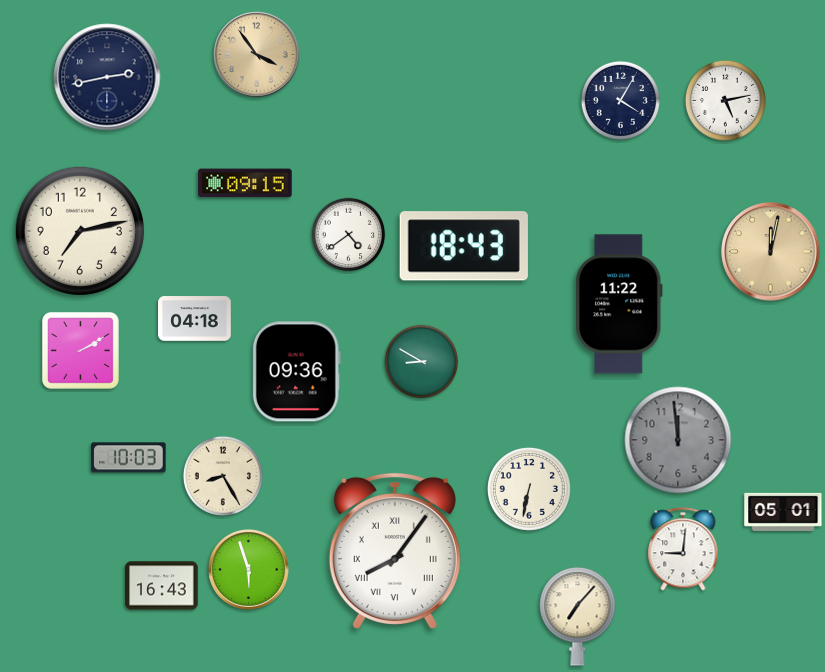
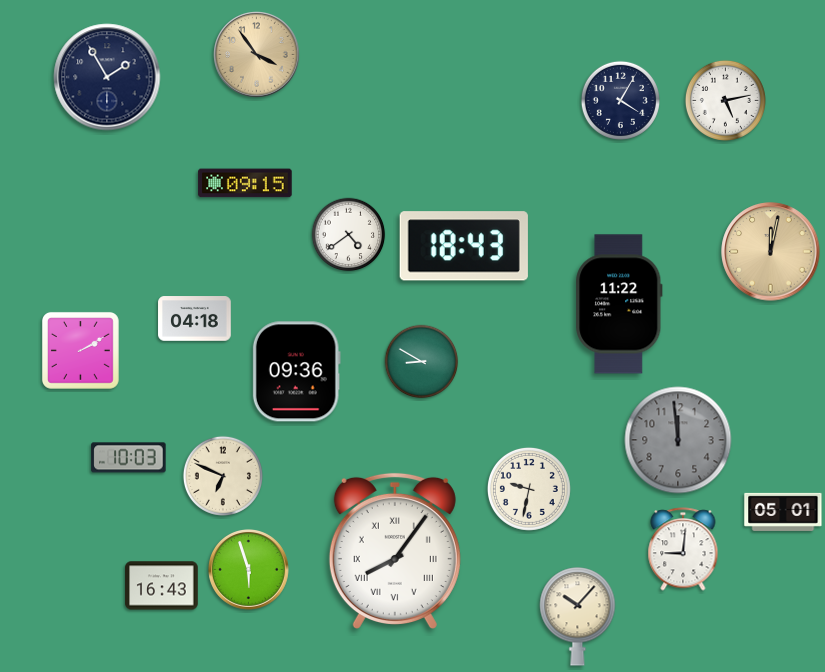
clock at (107, 77): 2:43 -> 1:55
clock at (80, 231): 7:13 -> none
clock at (223, 476): 8:25 -> 6:49
clock at (529, 489): 6:32 -> 9:32
clock at (578, 617): 7:07 -> 10:07
